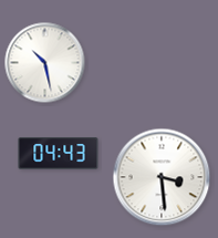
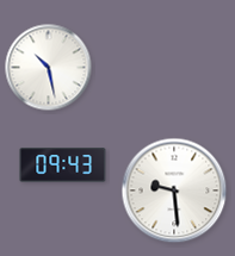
clock at (59, 154): 04:43 -> 09:43
clock at (162, 177): 3:29 -> 9:29
